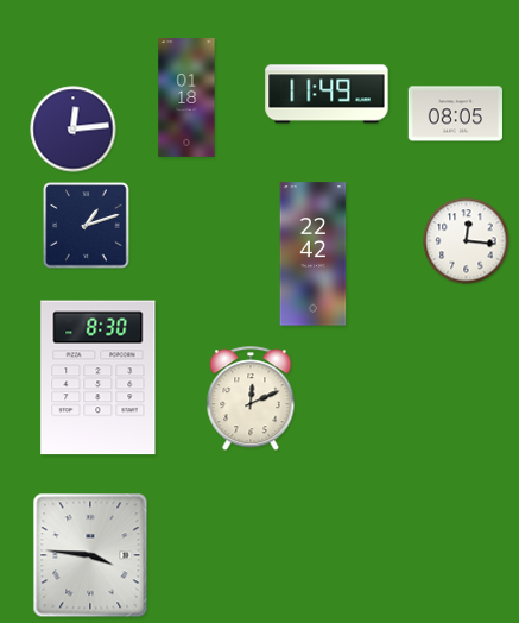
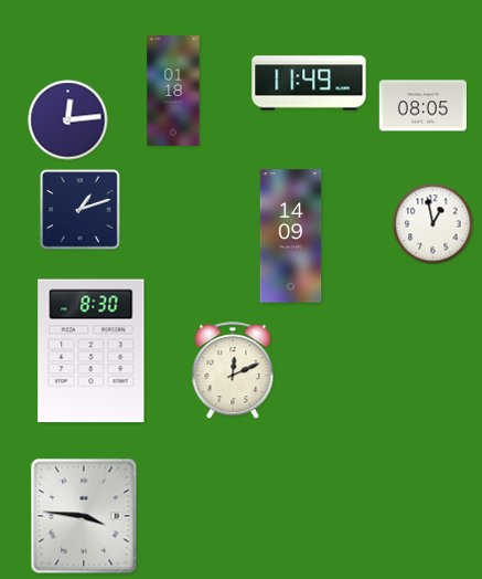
clock at (327, 94) position: (327, 94) -> (309, 83)
clock at (467, 241): 12:16 -> 12:58
clock at (314, 254): 22:42 -> 14:09
